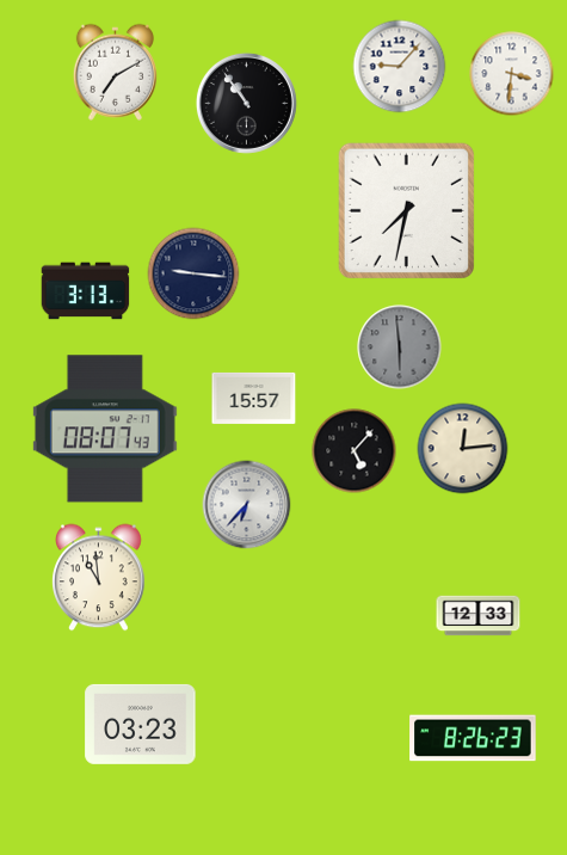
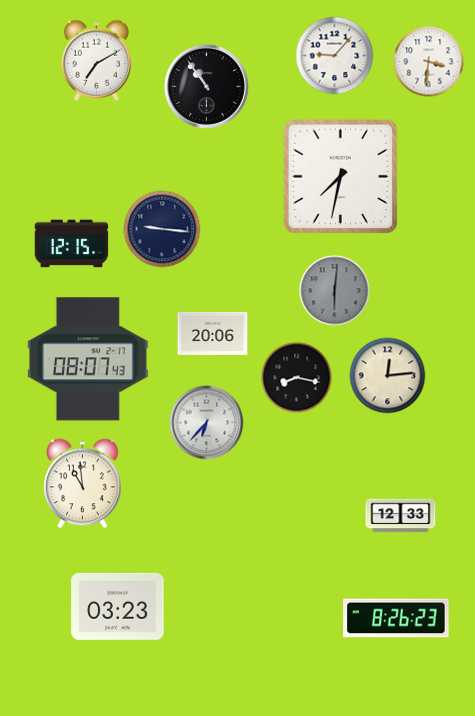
clock at (86, 291): 3:13 -> 12:15
clock at (400, 347): 5:59 -> 6:01
clock at (254, 398): 15:57 -> 20:06
clock at (355, 451): 5:07 -> 8:17
